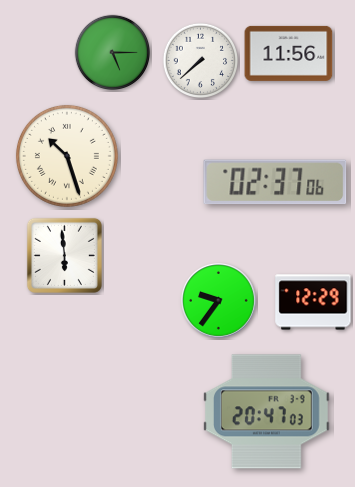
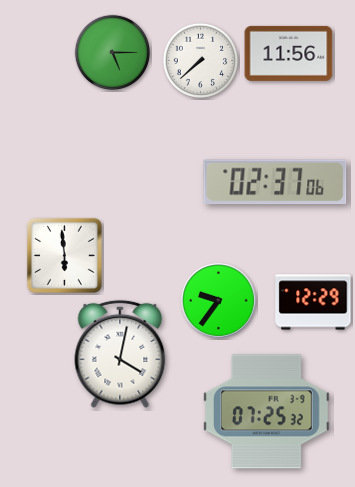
clock at (67, 156): 10:27 -> none
clock at (120, 354): none -> 4:02
clock at (267, 412): 20:47 -> 07:25
